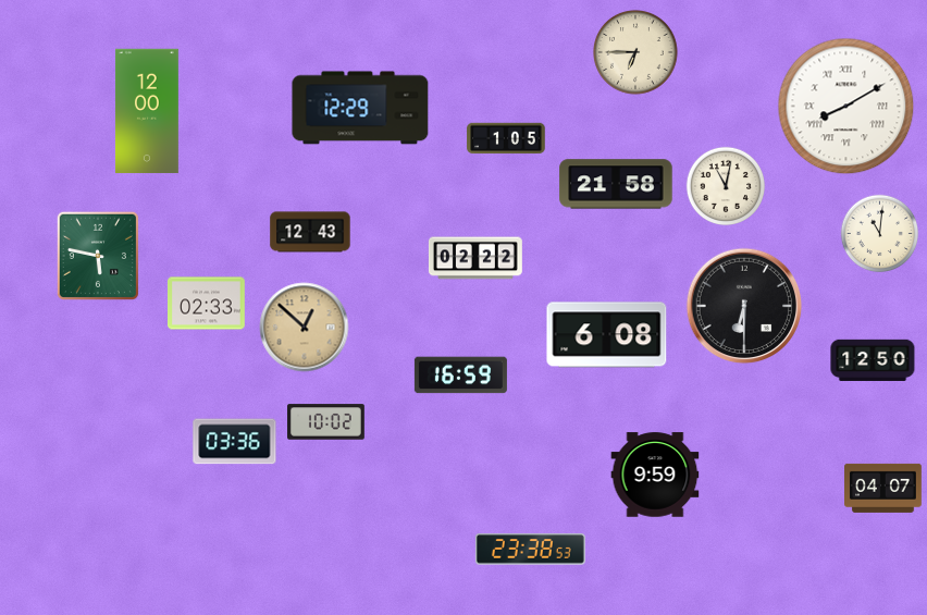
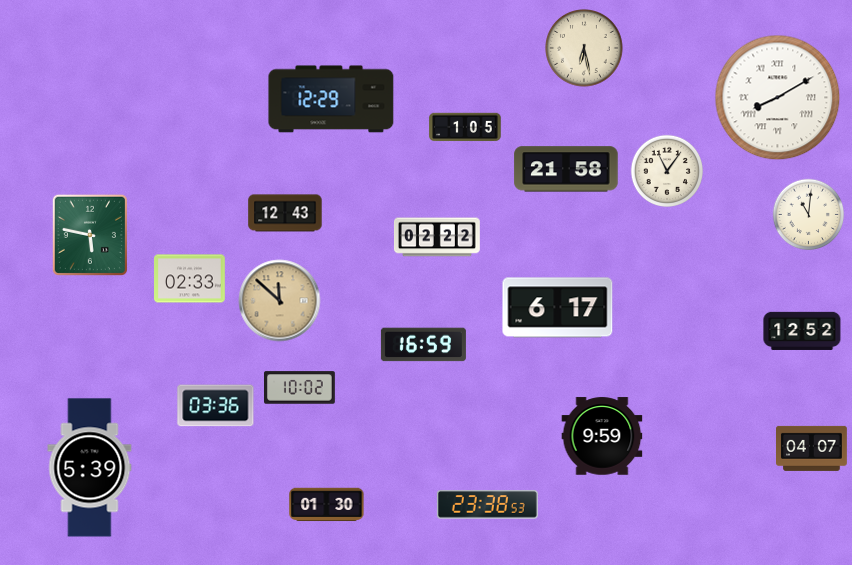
clock at (636, 53): 6:45 -> 6:28
clock at (147, 111): 12:00 -> none
clock at (726, 186): 11:02 -> 11:06
clock at (744, 306): 6:30 -> none
clock at (305, 328): 12:52 -> 11:52
clock at (607, 335): 6:08 -> 6:17
clock at (873, 359): 12:50 -> 12:52
clock at (90, 468): none -> 5:39
clock at (327, 505): none -> 01:30
